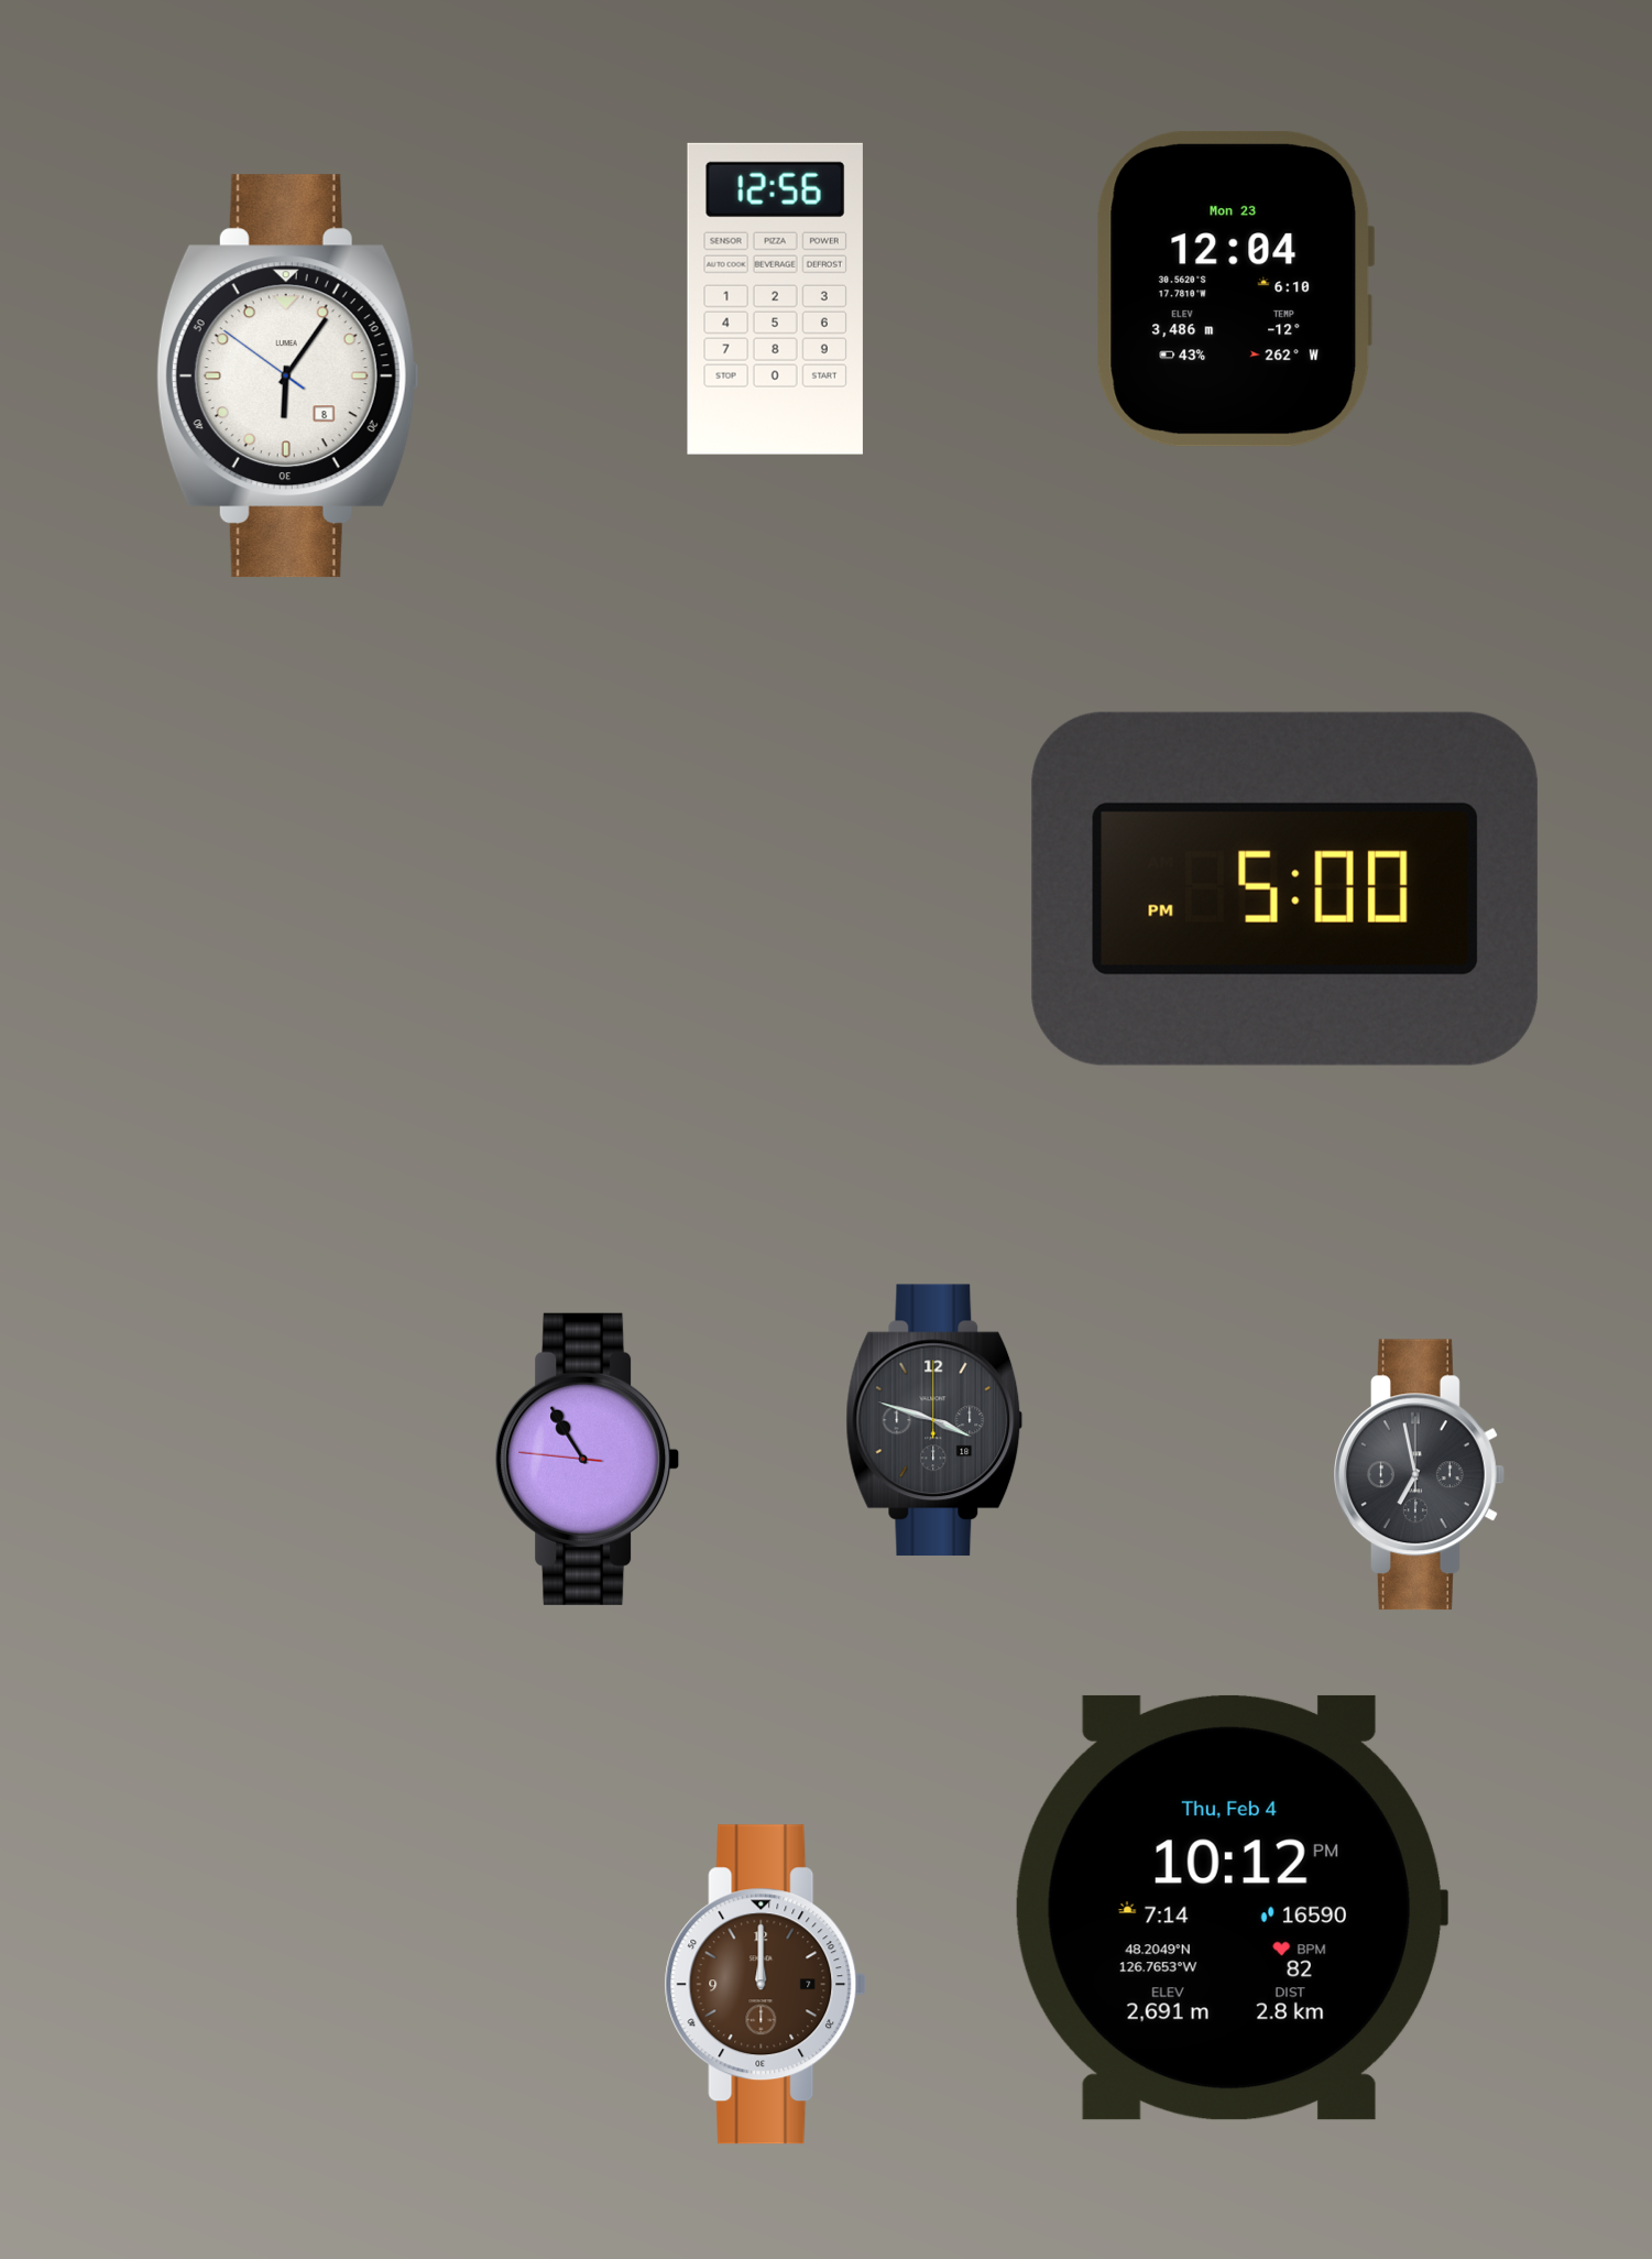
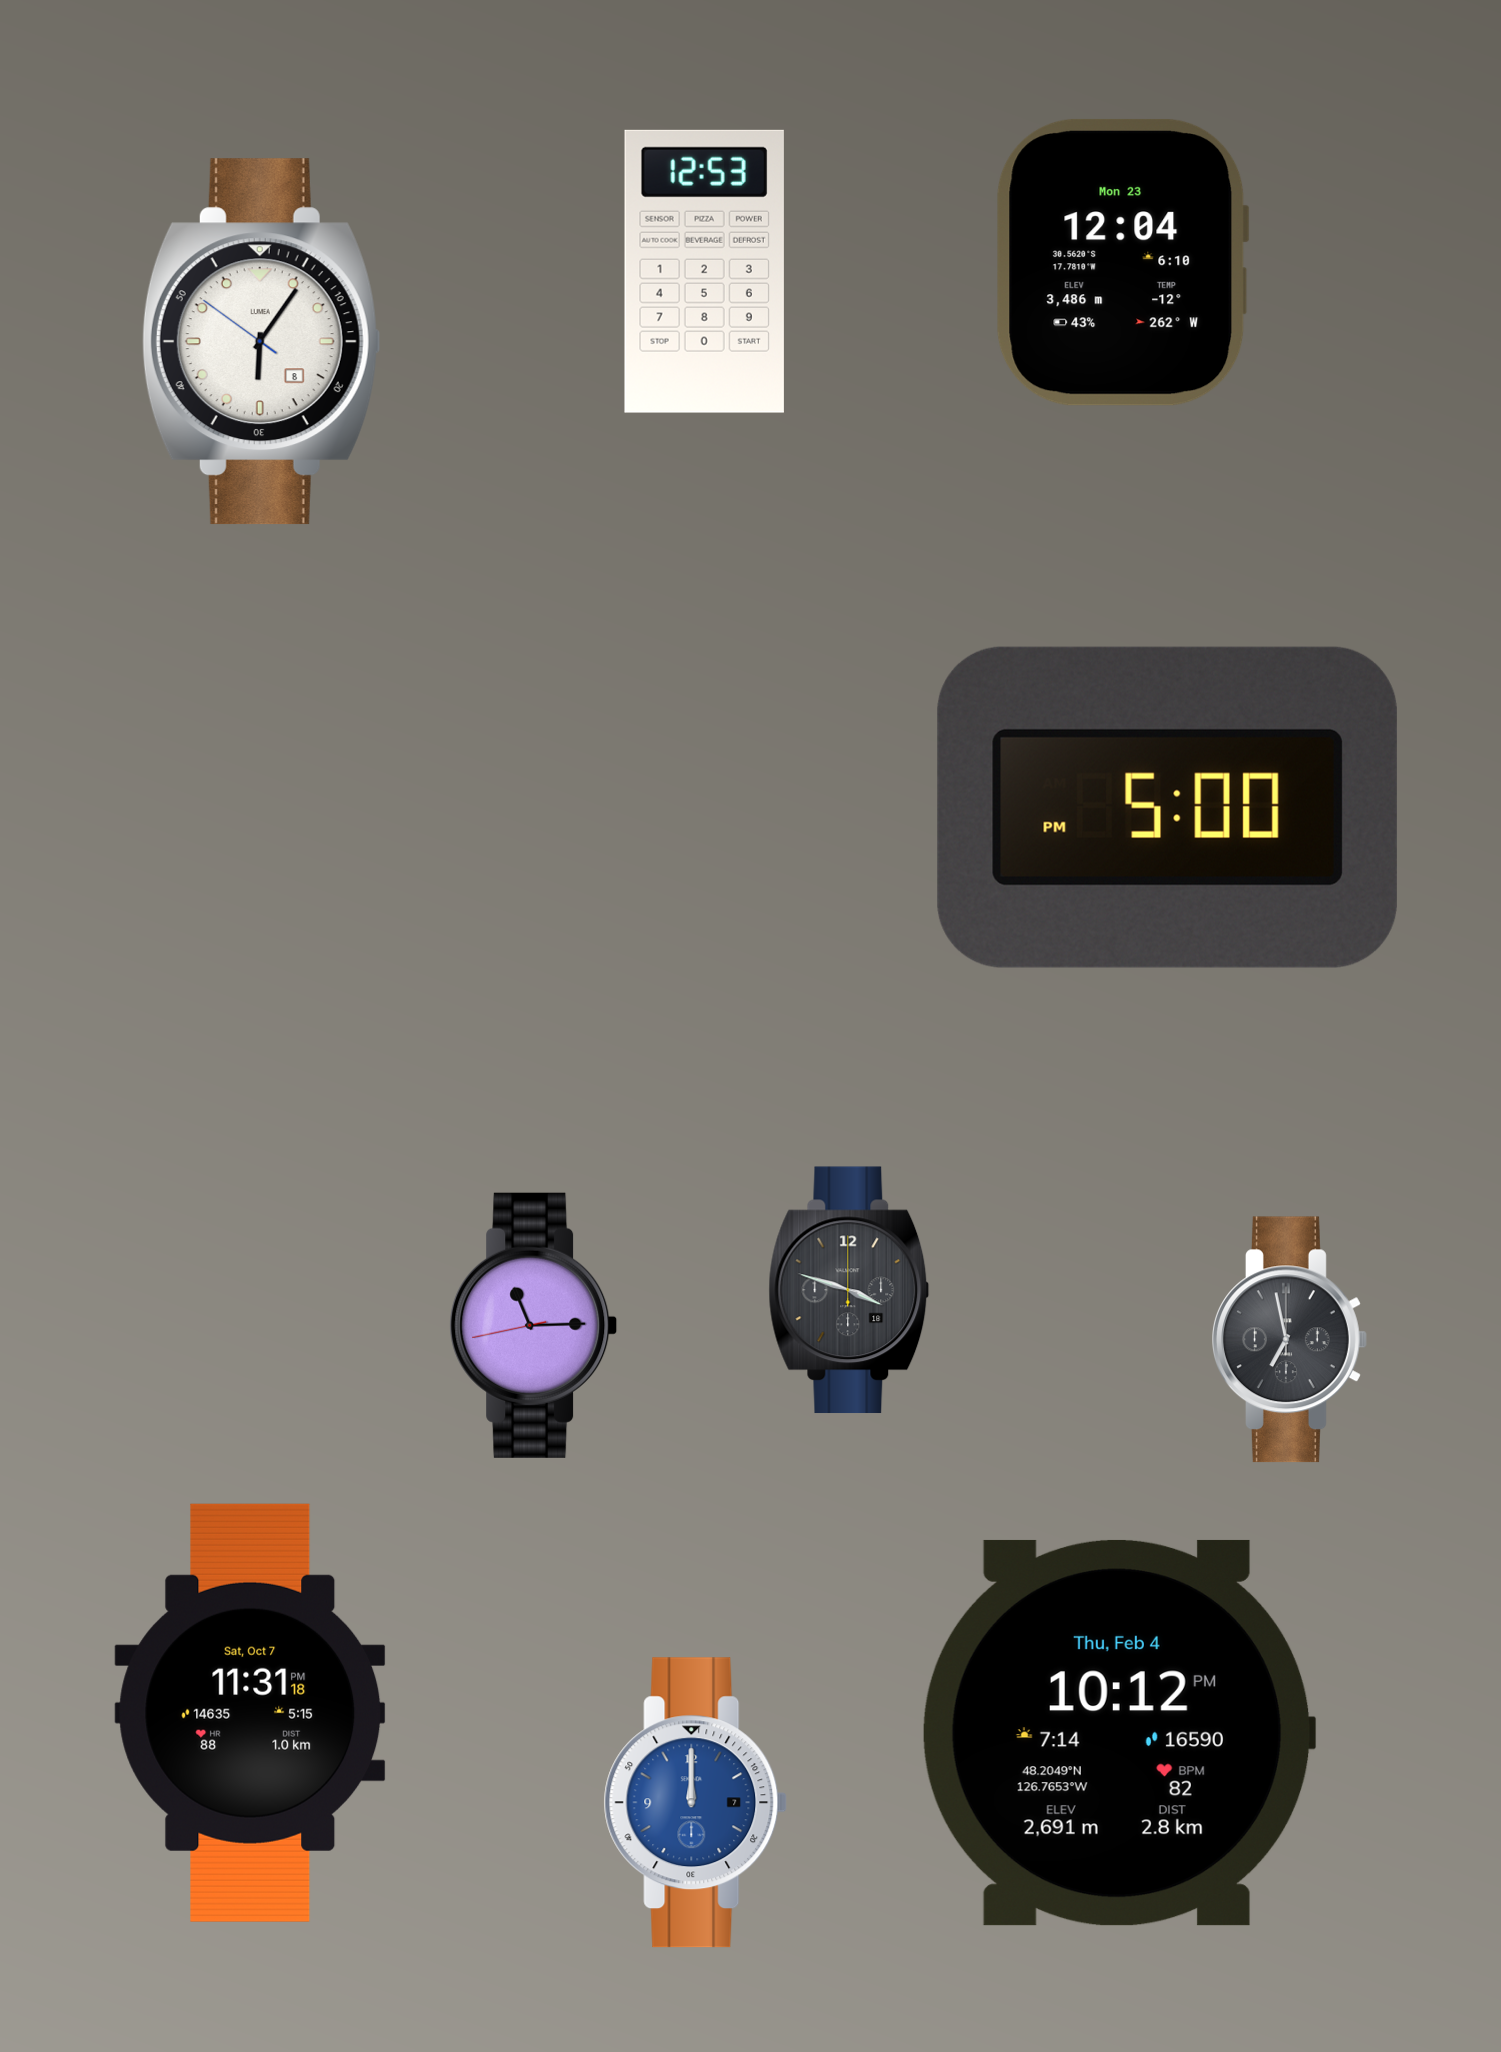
clock at (775, 298): 12:56 -> 12:53
clock at (588, 1459): 10:54 -> 11:14
clock at (250, 1713): none -> 11:31
clock at (766, 1985) dial: brown -> blue
